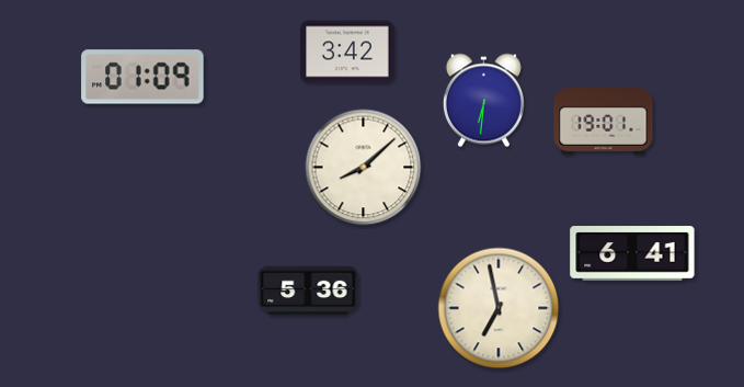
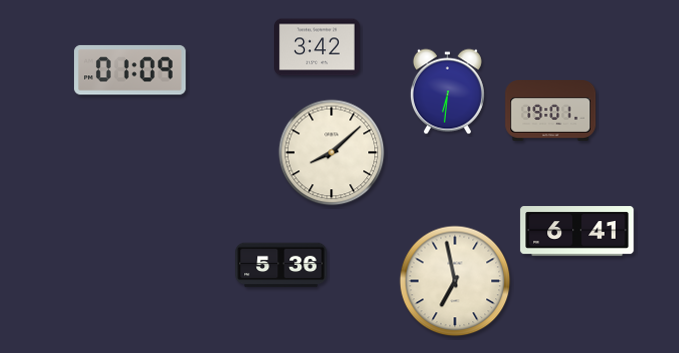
clock at (483, 101) position: (483, 101) -> (447, 92)
